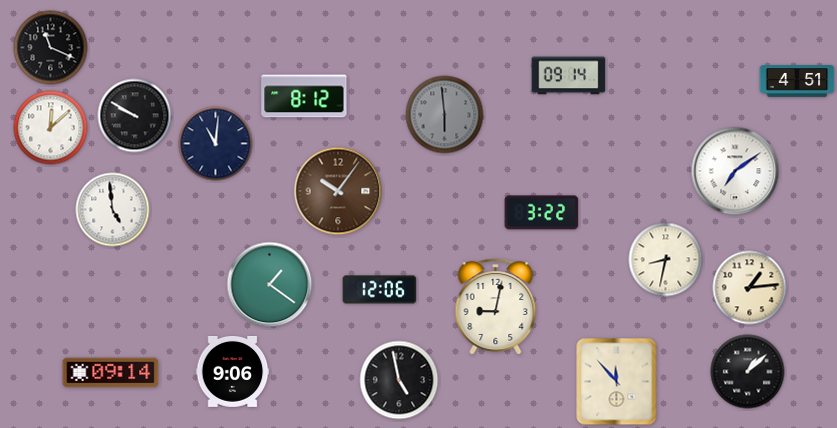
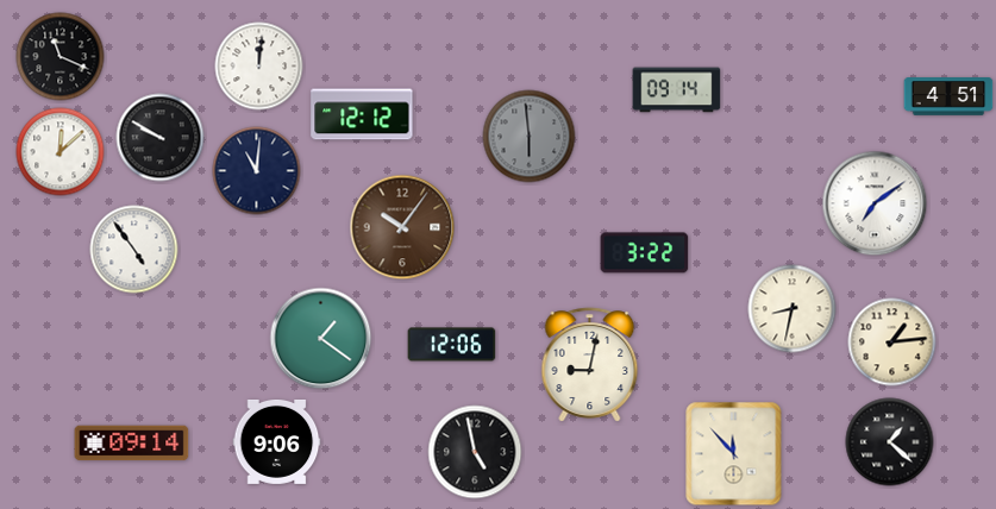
clock at (259, 67): none -> 12:01
clock at (304, 96): 8:12 -> 12:12
clock at (113, 210): 4:59 -> 4:54
clock at (748, 372): 1:08 -> 1:22
